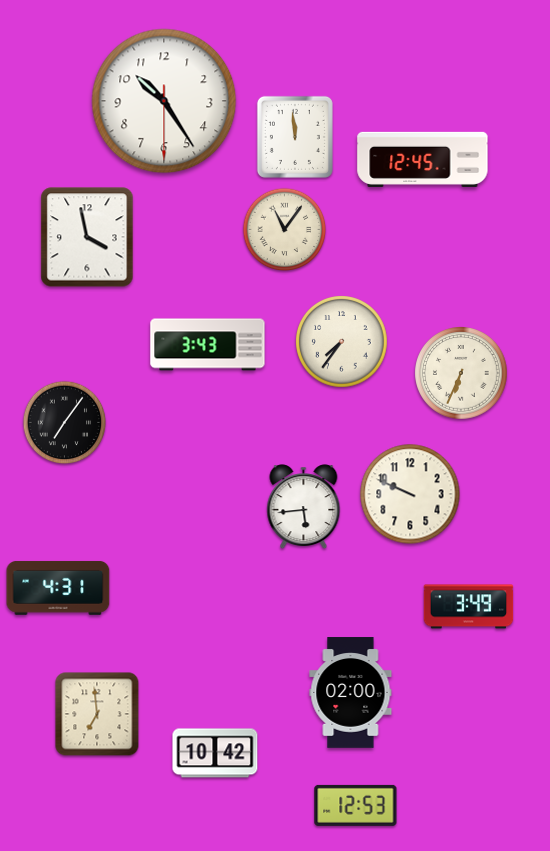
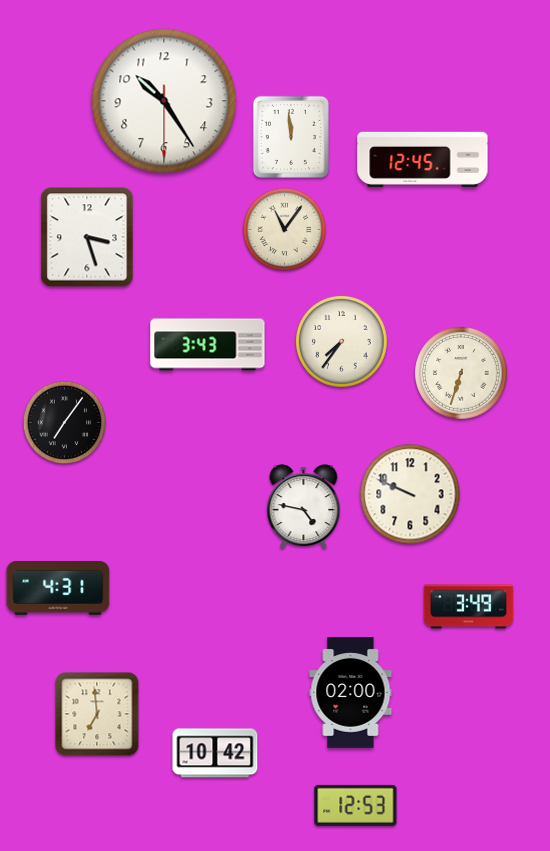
clock at (295, 137) position: (295, 137) -> (291, 137)
clock at (87, 237): 3:58 -> 3:27
clock at (461, 373): 6:34 -> 6:33
clock at (304, 507): 5:44 -> 4:47
